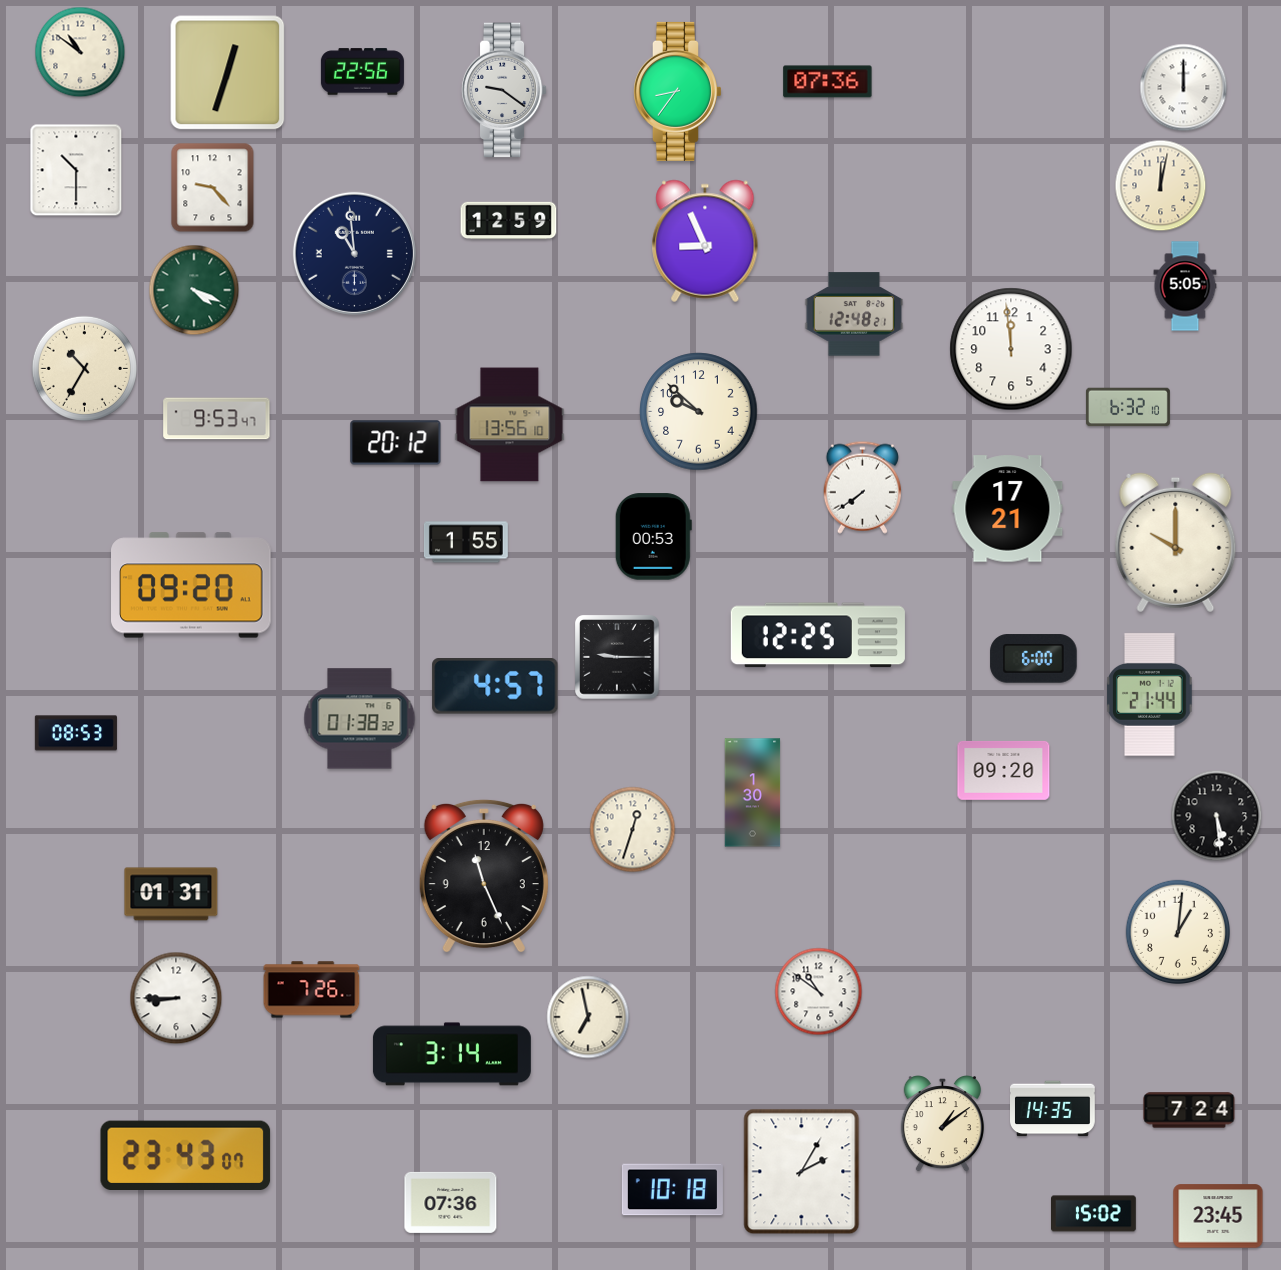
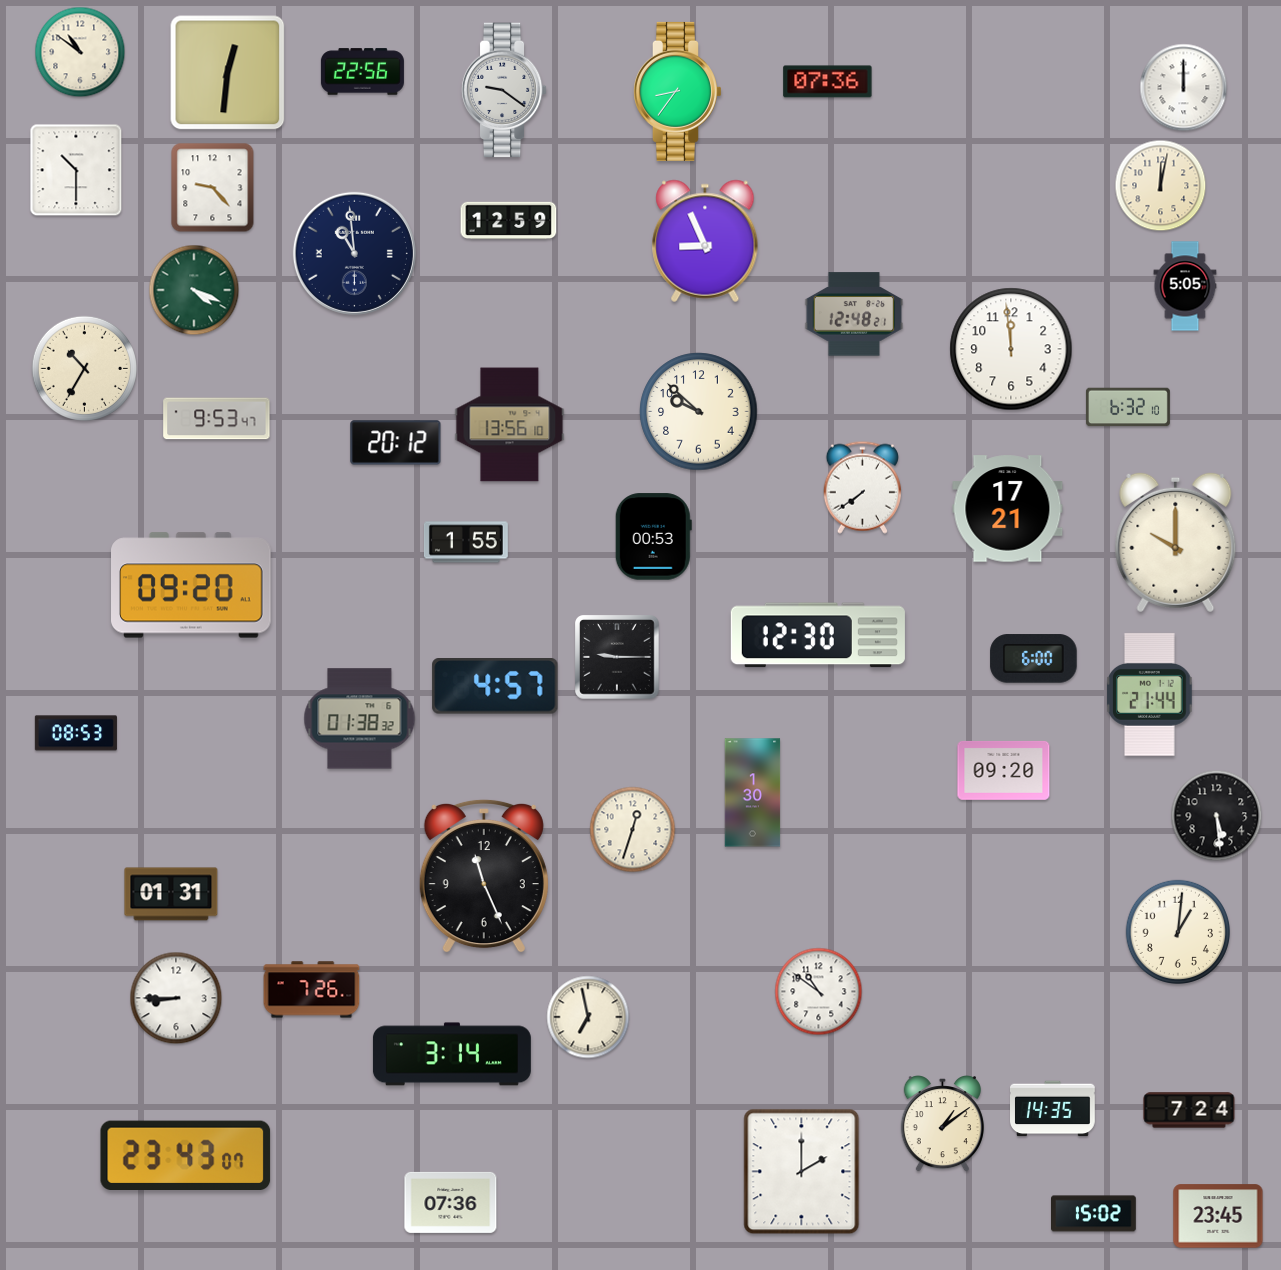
clock at (228, 73): 12:33 -> 12:31
clock at (818, 635): 12:25 -> 12:30
clock at (802, 1172): 2:05 -> 2:00
clock at (672, 1190): 10:18 -> none
